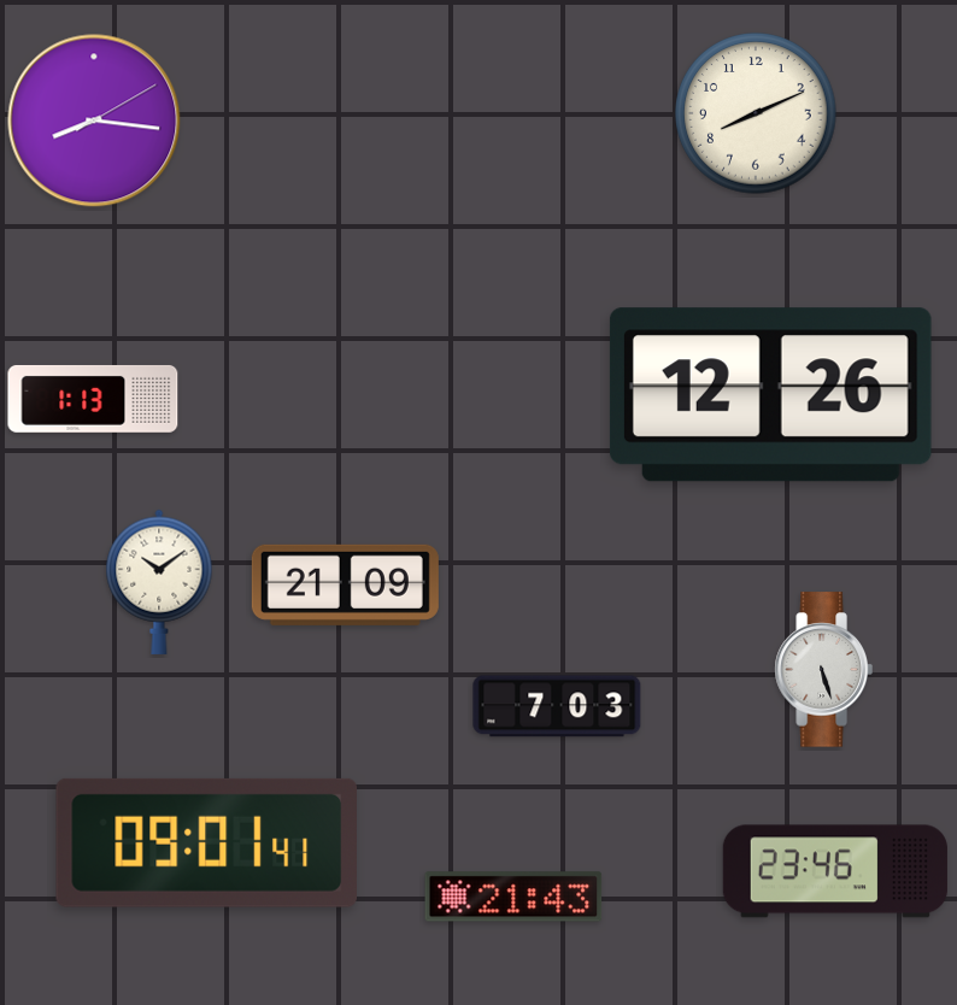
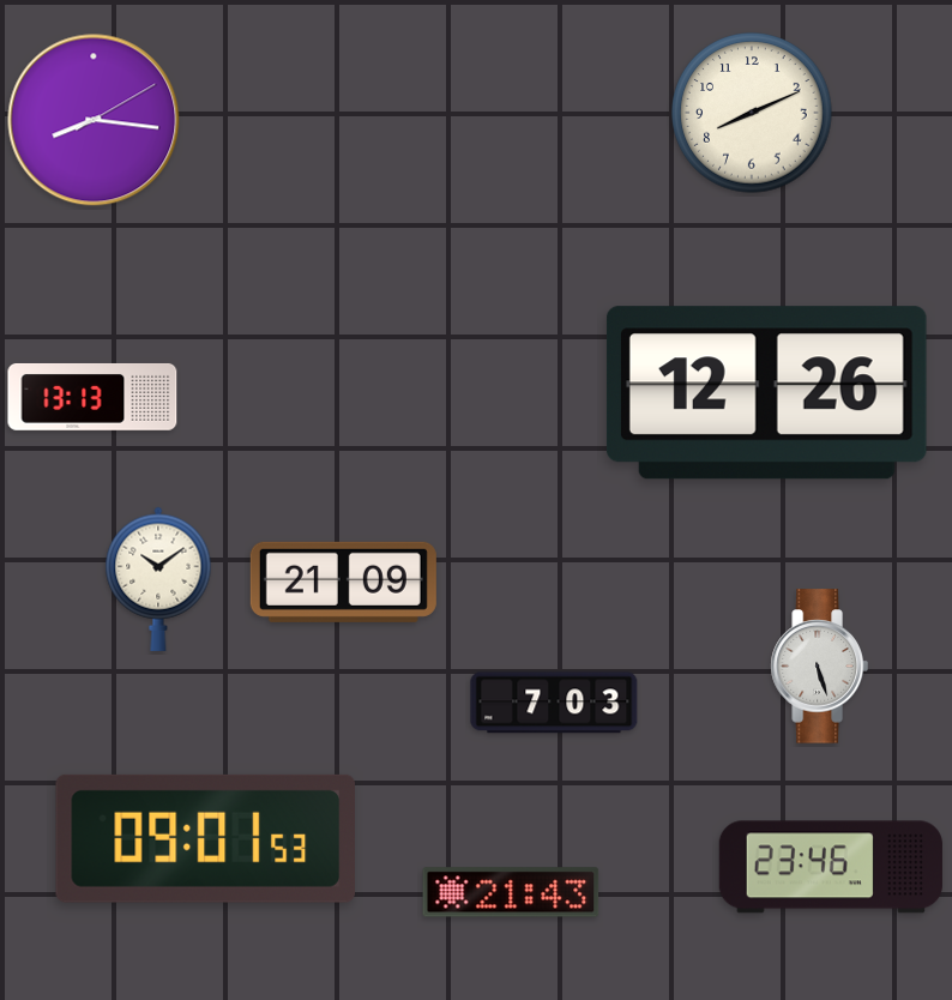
clock at (93, 399): 1:13 -> 13:13
clock at (206, 842): 09:01:41 -> 09:01:53
